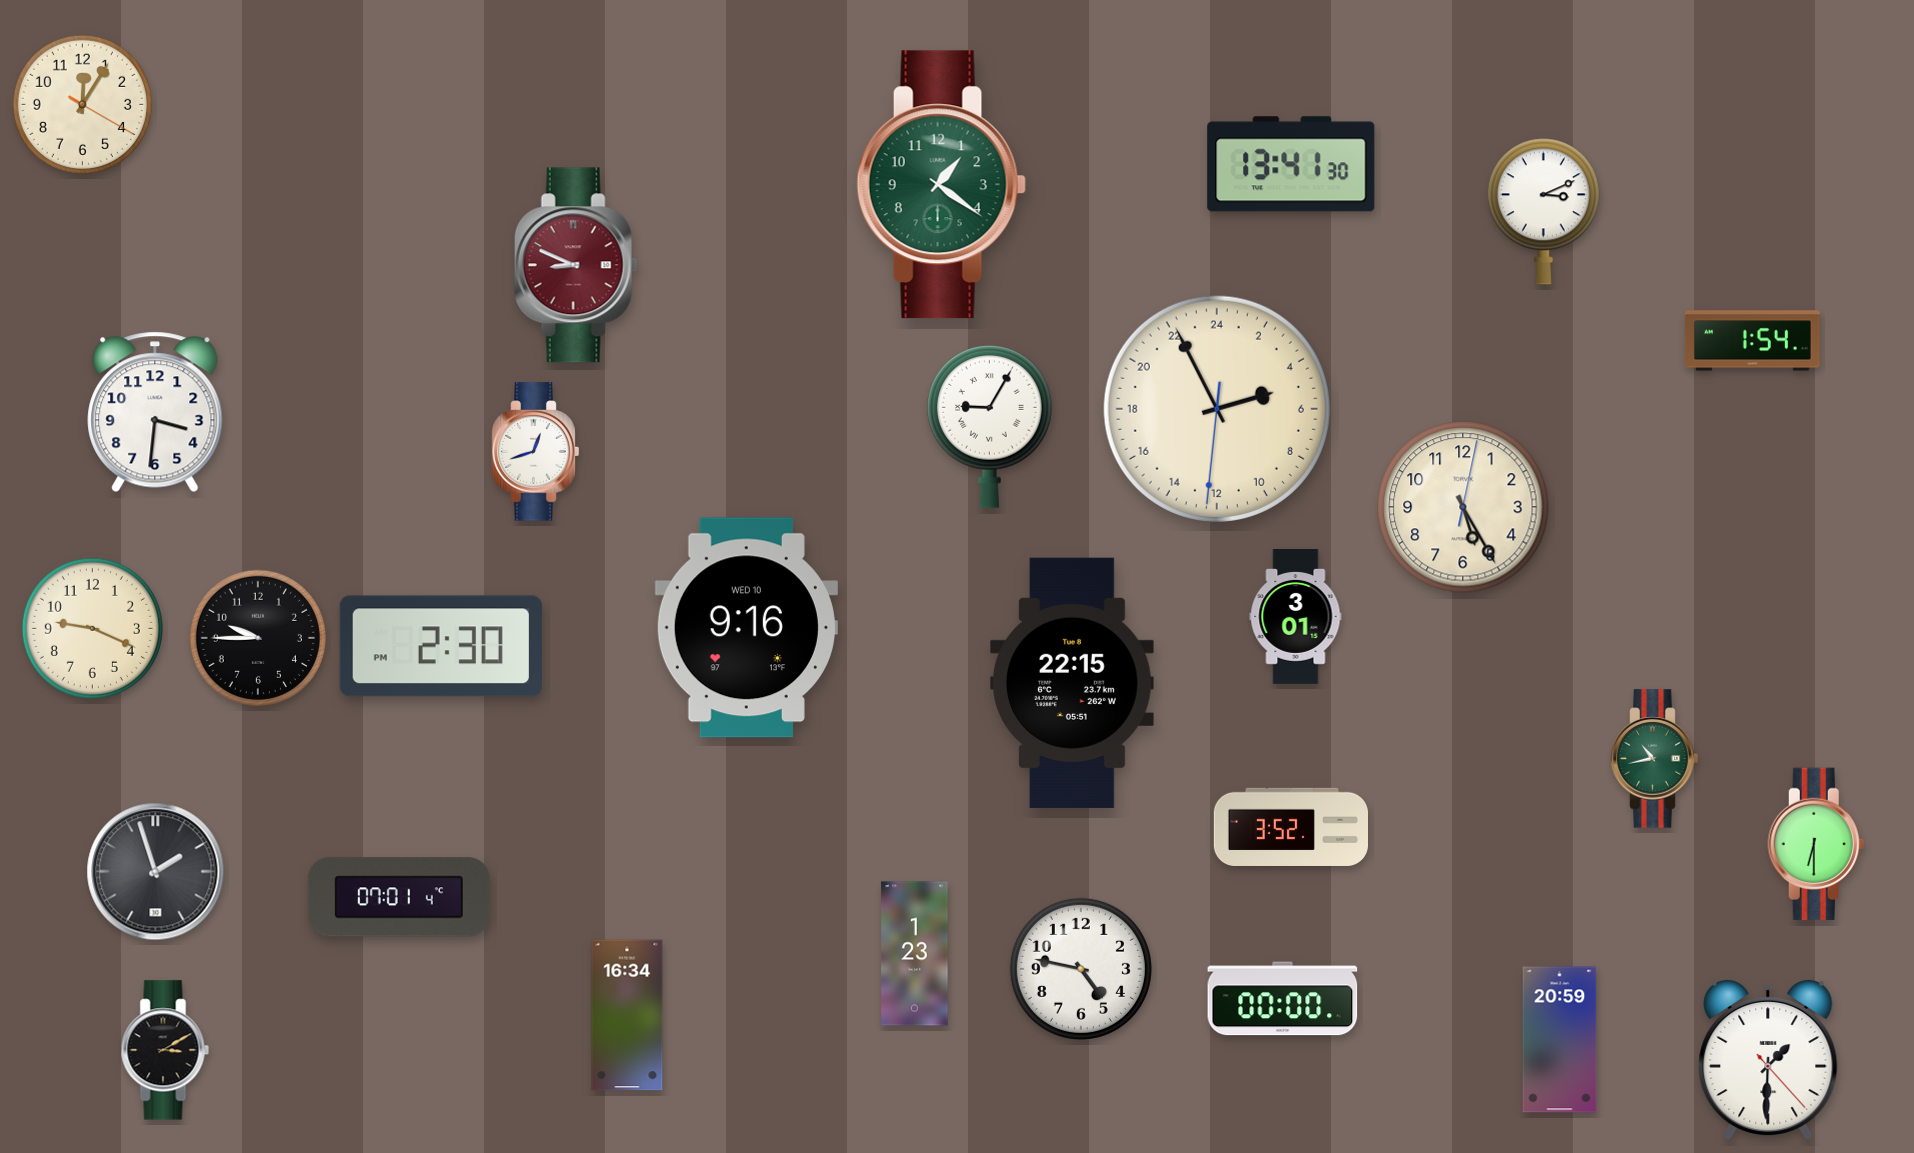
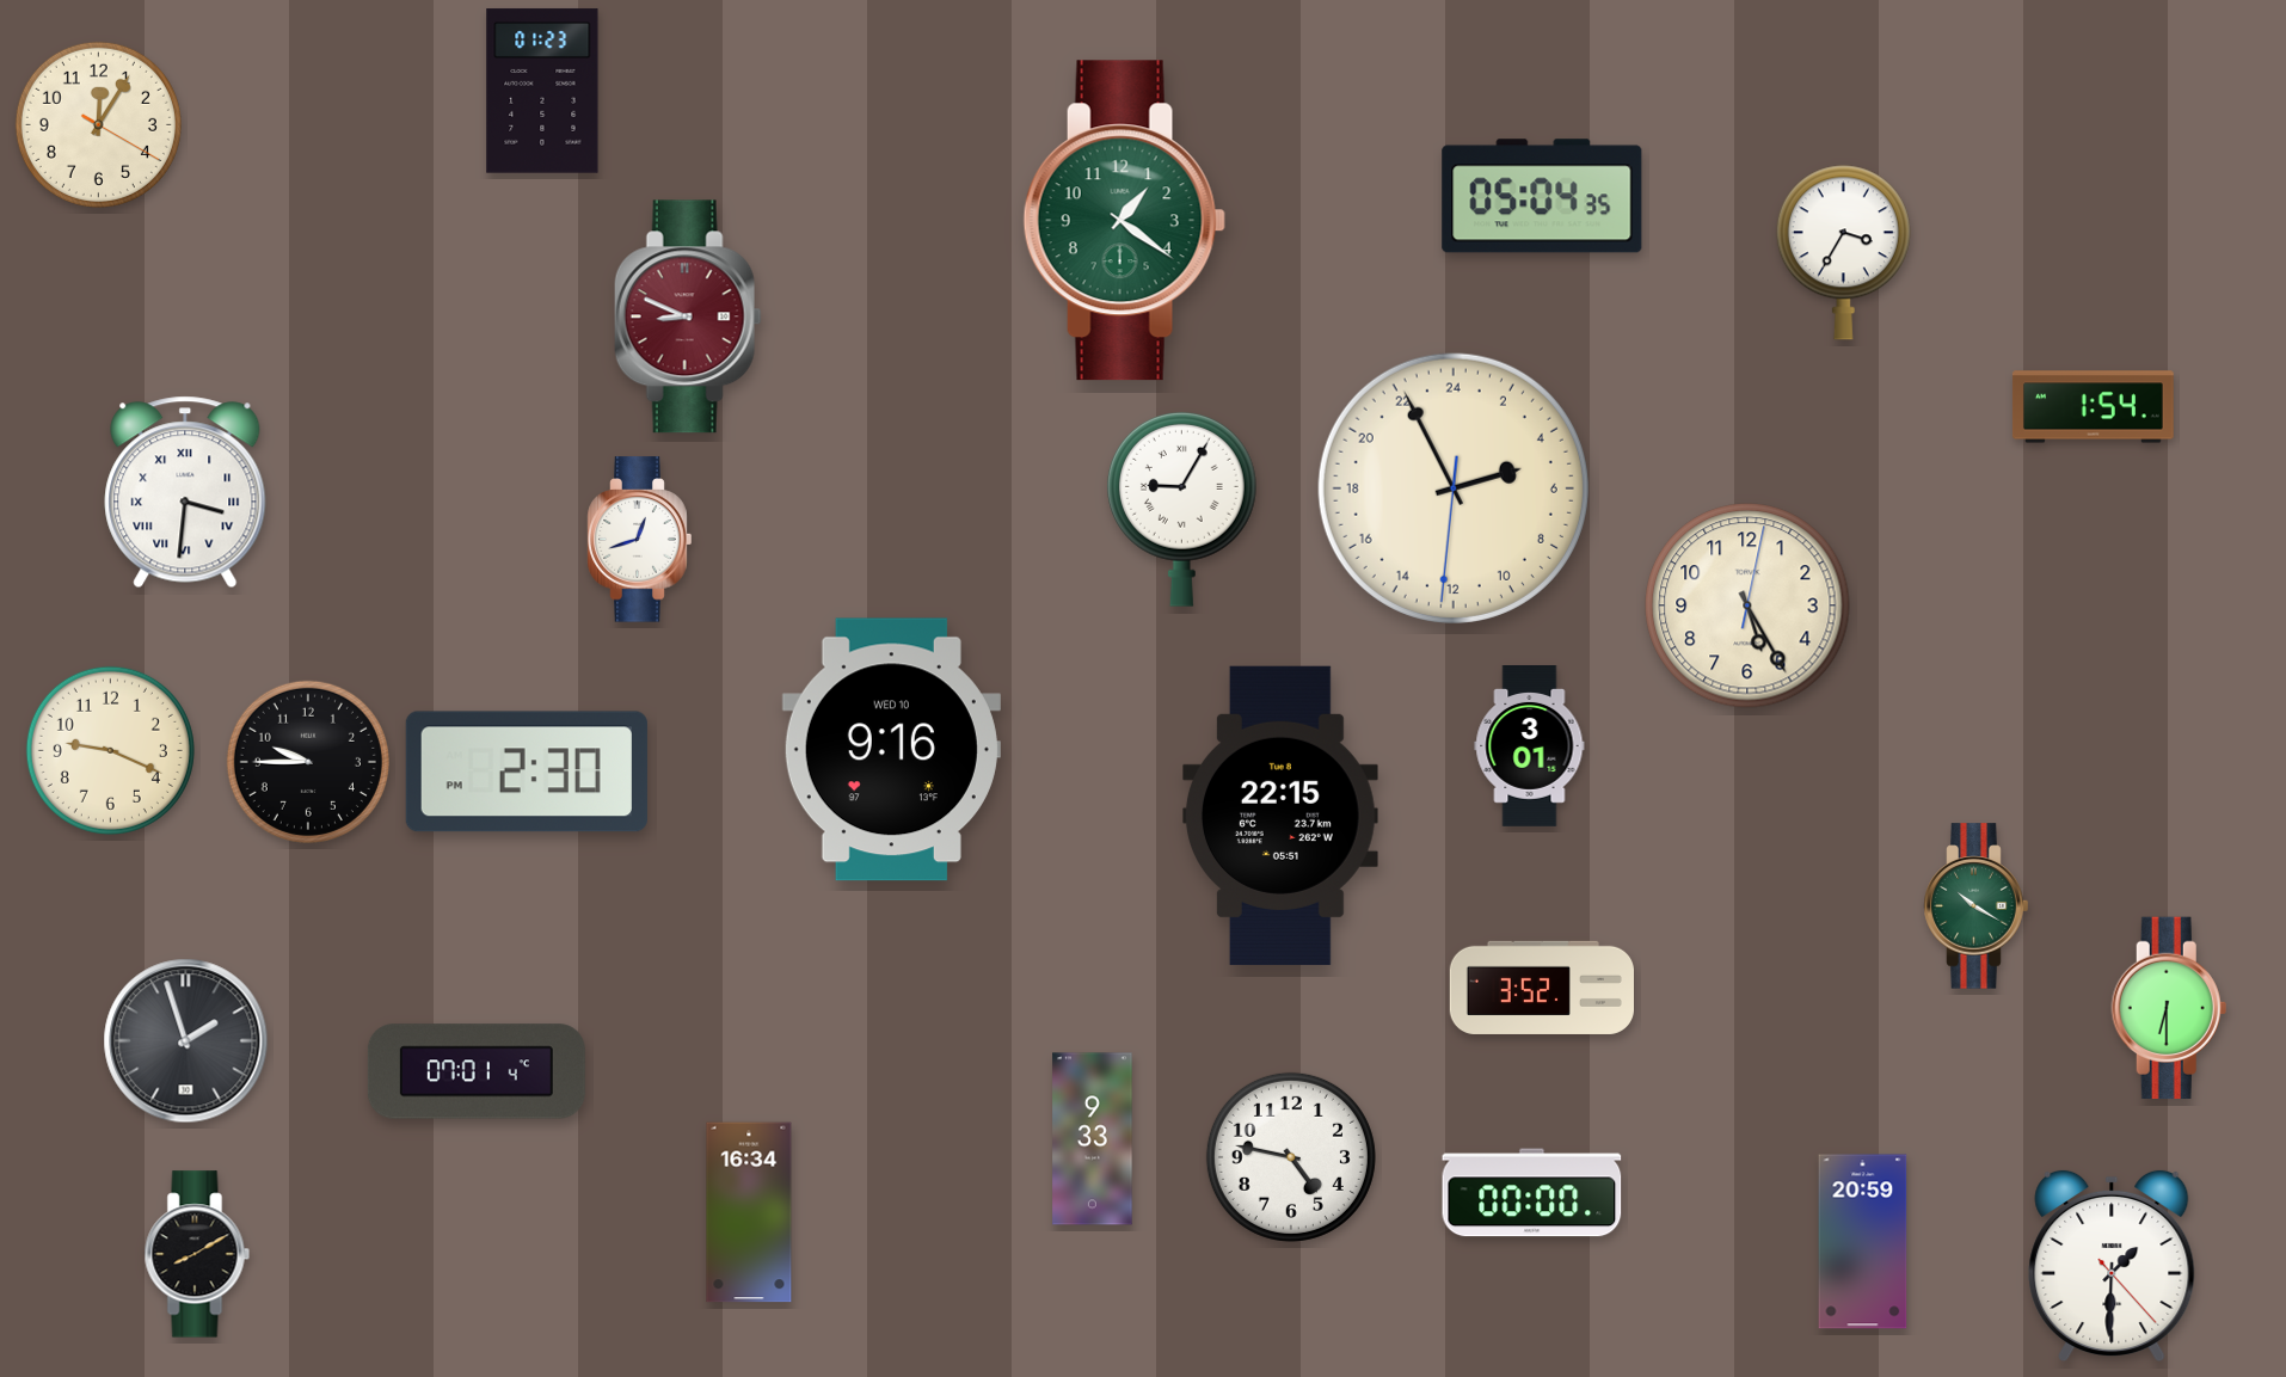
clock at (542, 91): none -> 01:23
clock at (1291, 164): 13:41 -> 05:04
clock at (1543, 212): 3:11 -> 3:35
clock at (155, 412) numerals: Arabic -> Roman
clock at (1296, 617) position: (1296, 617) -> (1530, 746)
clock at (1655, 759): 10:43 -> 10:20
clock at (915, 954): 1:23 -> 9:33
clock at (165, 1050): 3:10 -> 8:10
